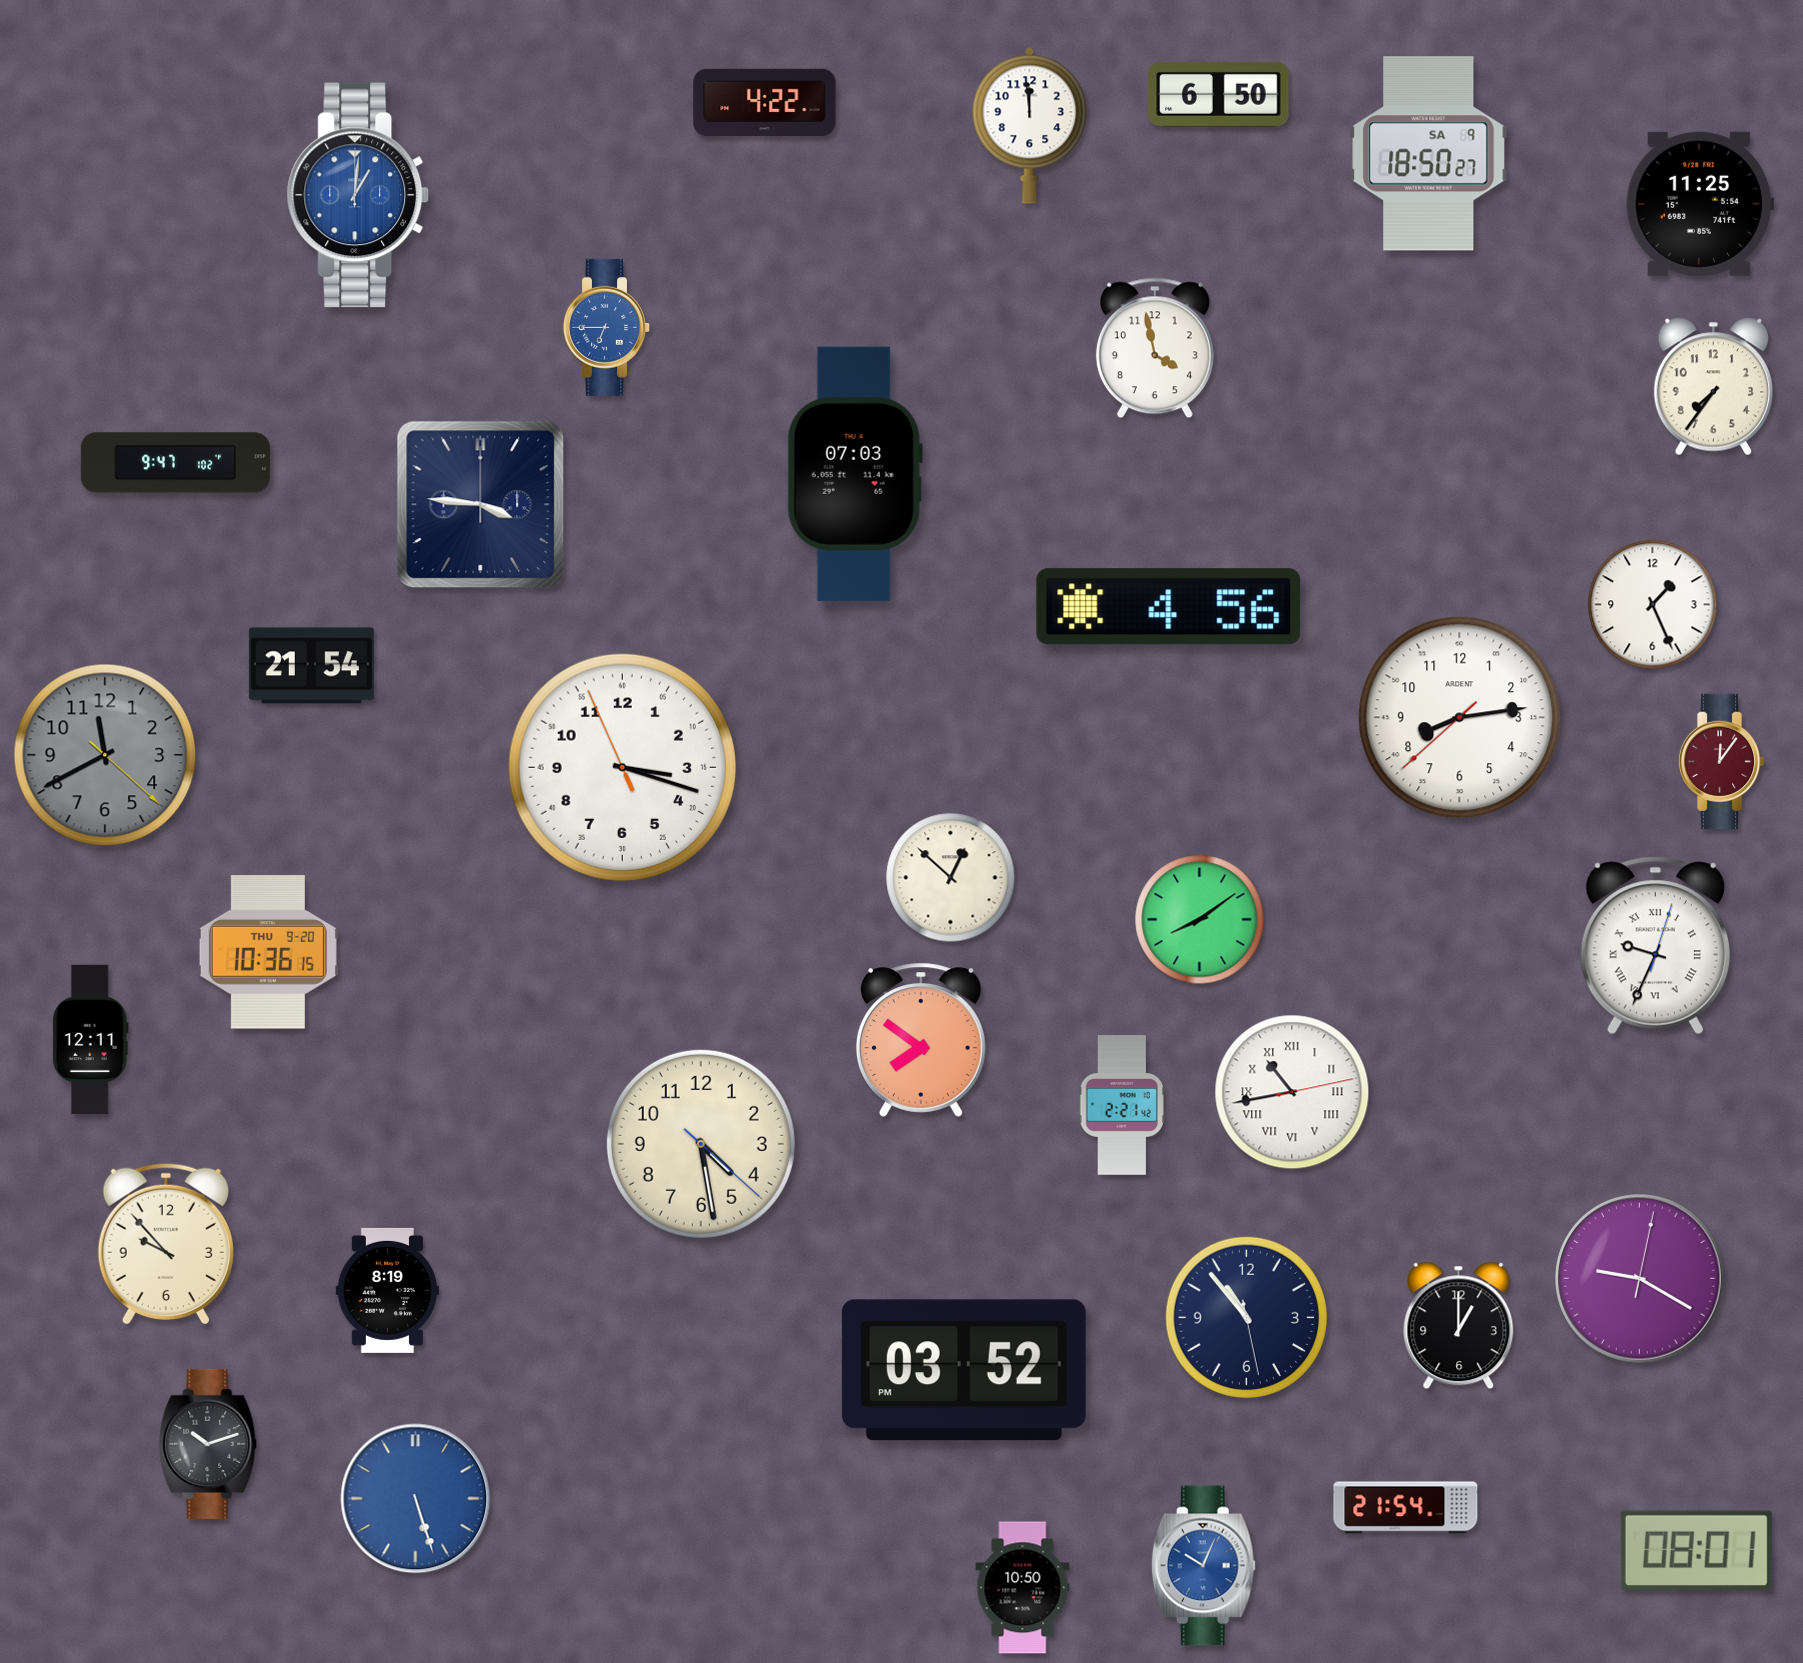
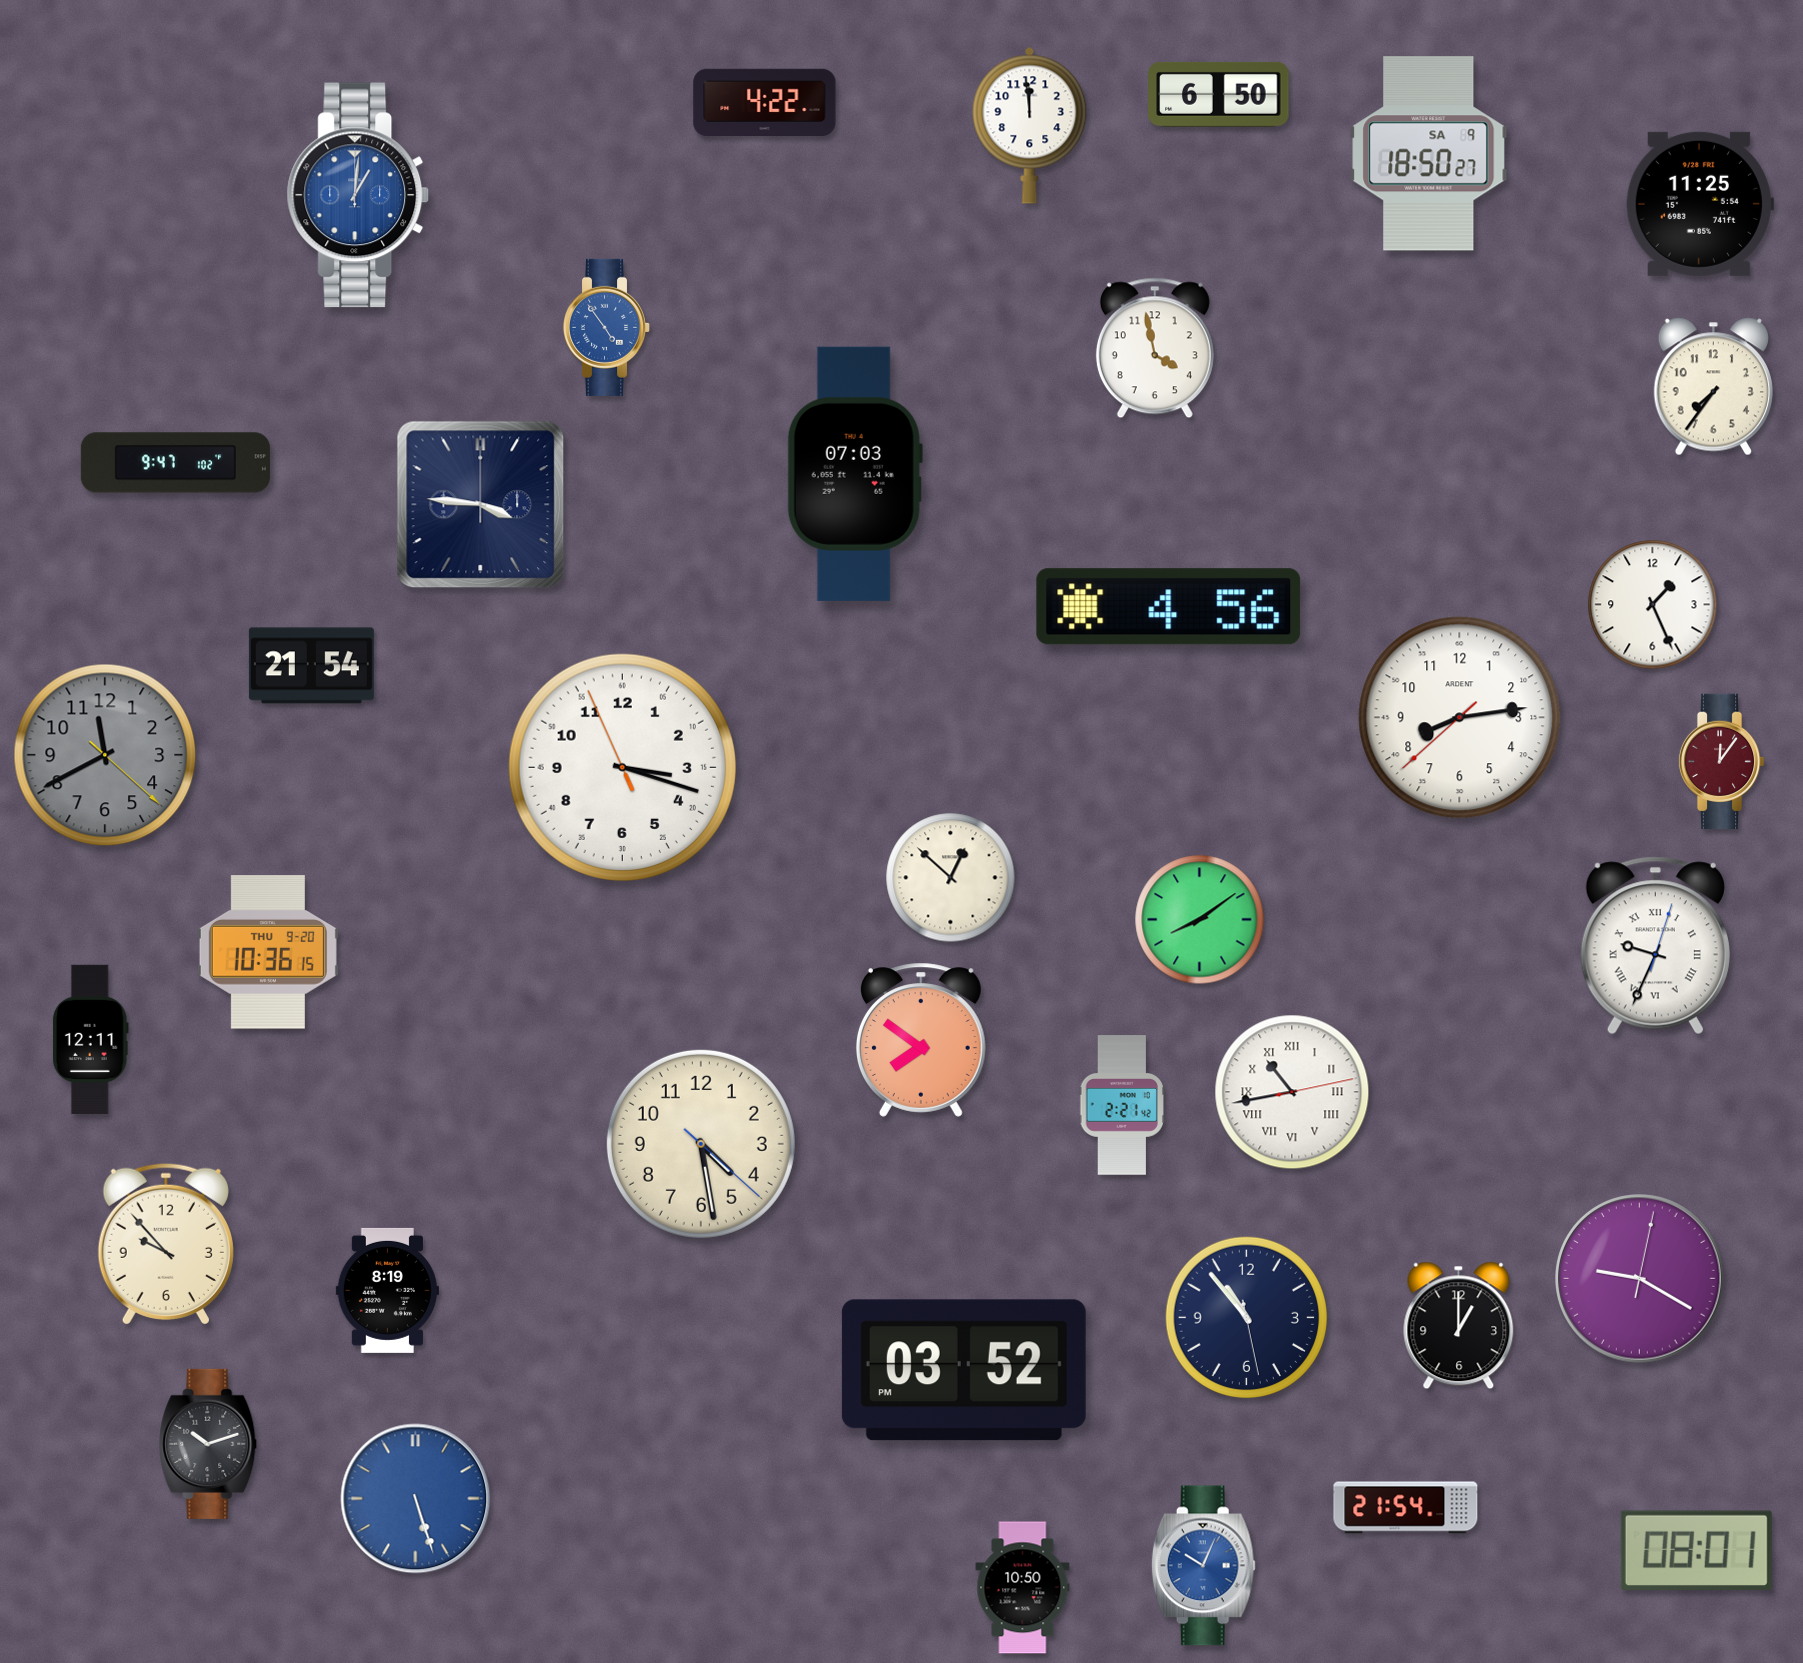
clock at (606, 327): 6:45 -> 4:54
